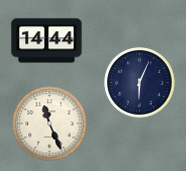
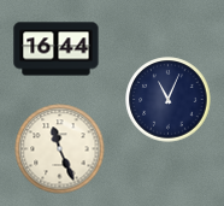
clock at (47, 41): 14:44 -> 16:44
clock at (140, 83): 6:04 -> 11:04
